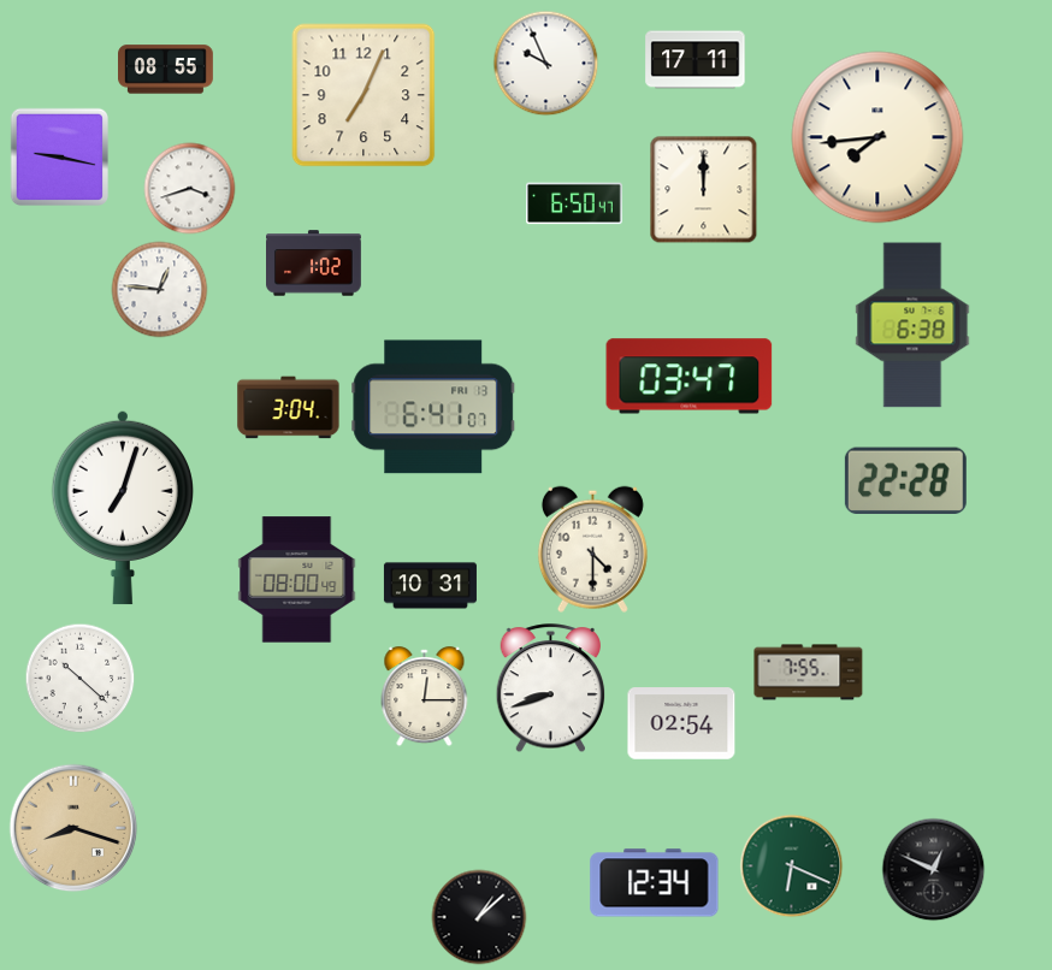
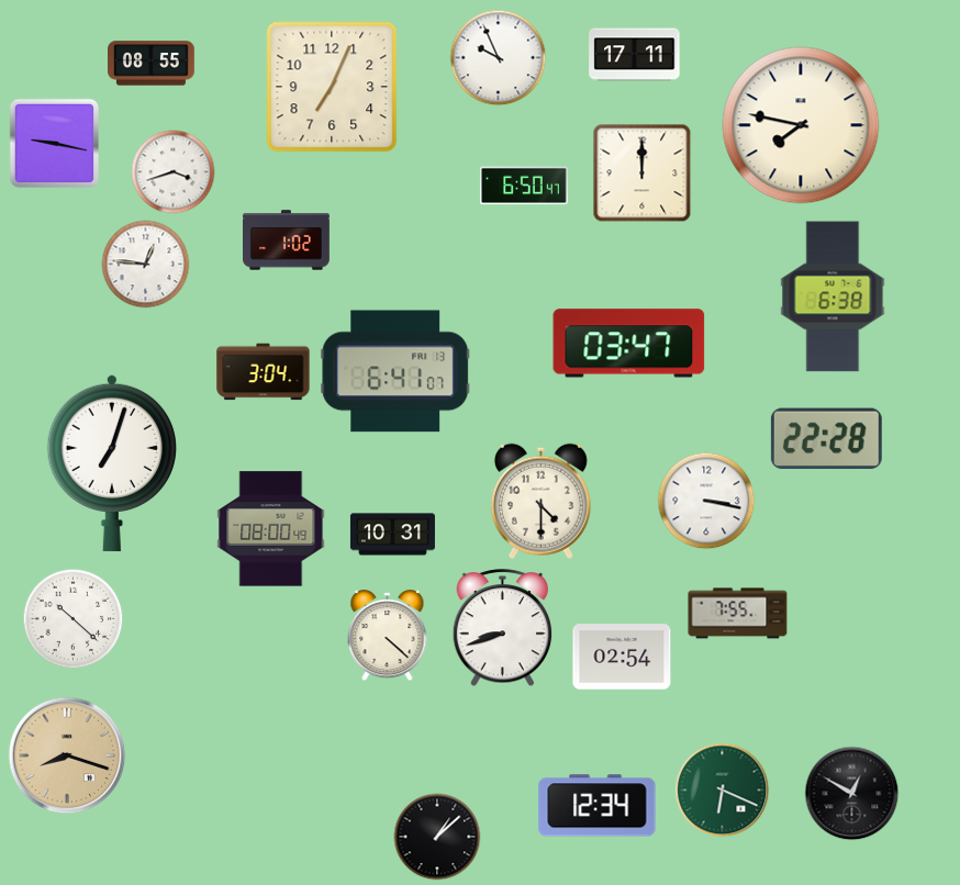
clock at (877, 137): 7:44 -> 7:47
clock at (706, 501): none -> 3:17
clock at (425, 697): 12:15 -> 4:22
clock at (681, 723) position: (681, 723) -> (622, 657)
clock at (934, 870): 12:49 -> 12:50
